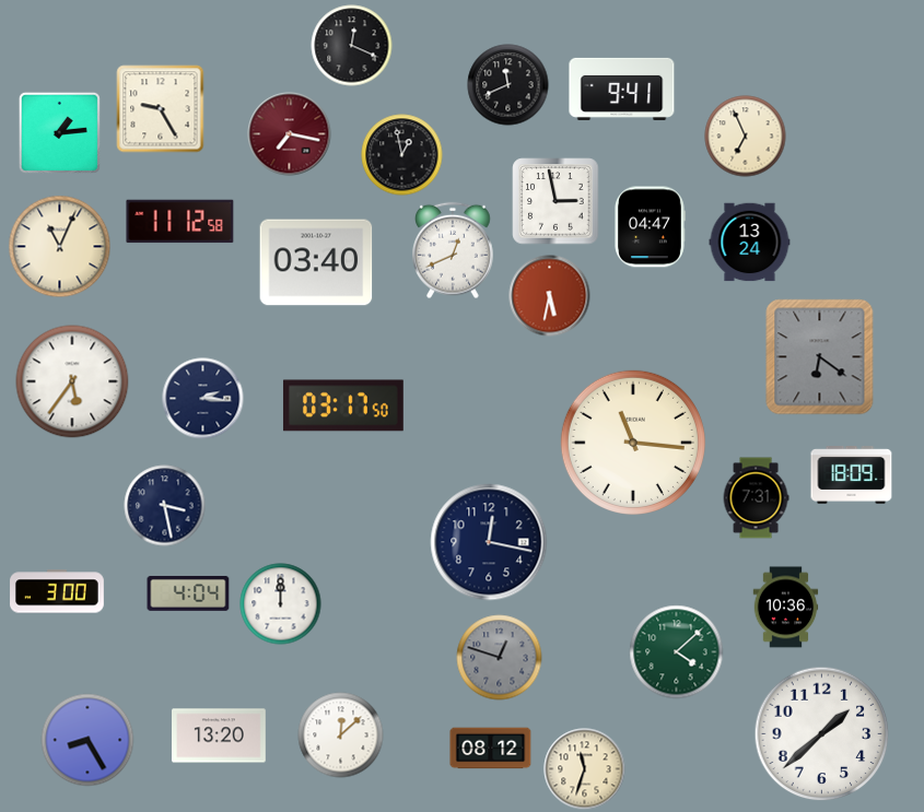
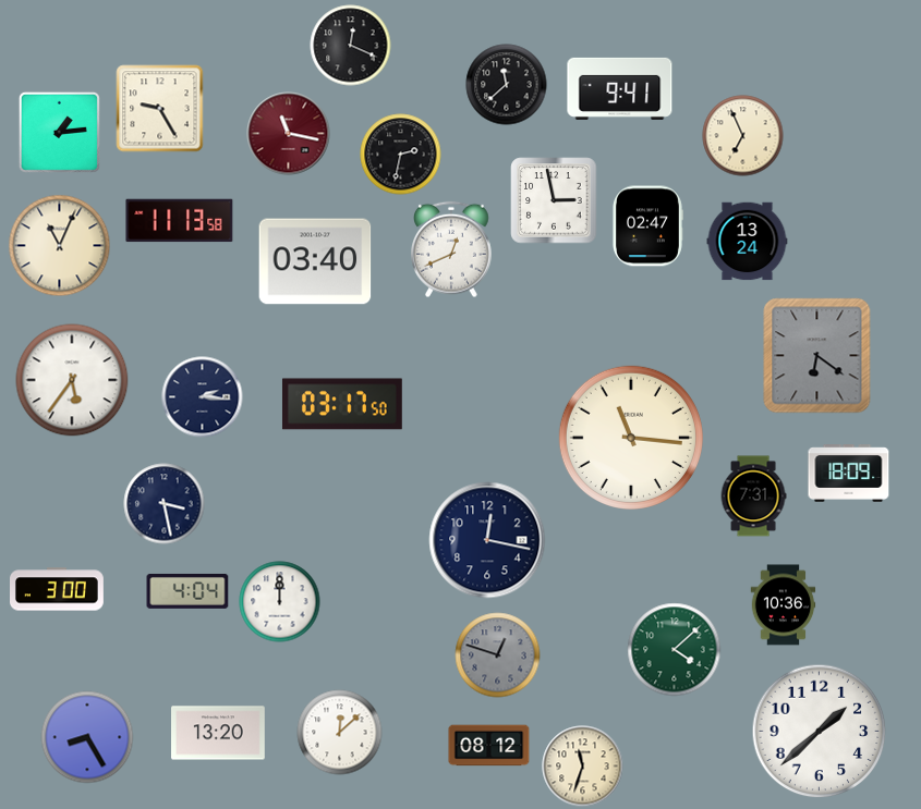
clock at (508, 85): 11:41 -> 11:38
clock at (290, 134): 7:17 -> 11:17
clock at (402, 155): 12:58 -> 2:32
clock at (180, 222): 11:12 -> 11:13
clock at (650, 227): 04:47 -> 02:47
clock at (550, 296): 5:32 -> none
clock at (633, 443) position: (633, 443) -> (631, 438)
